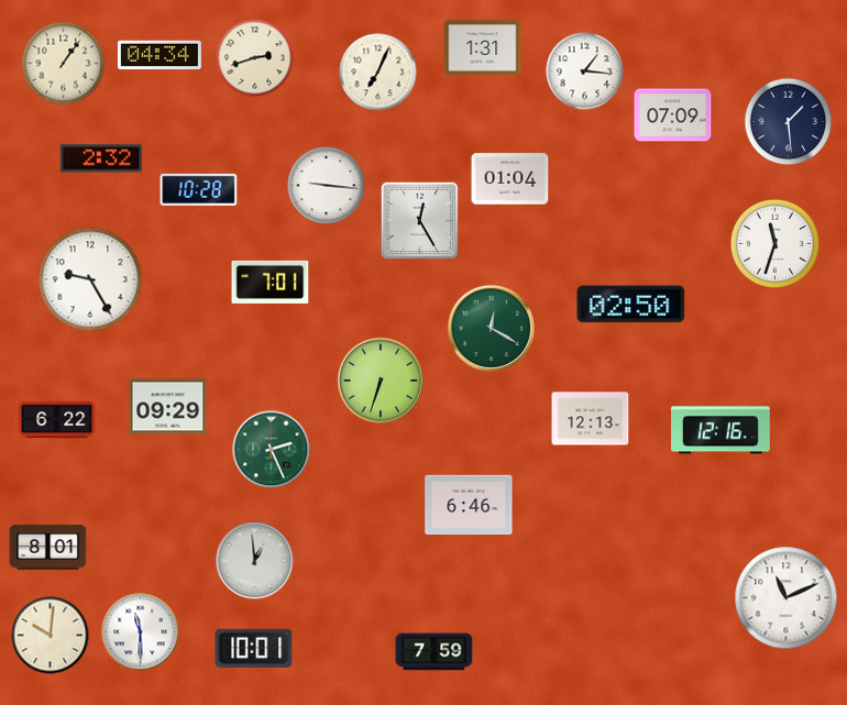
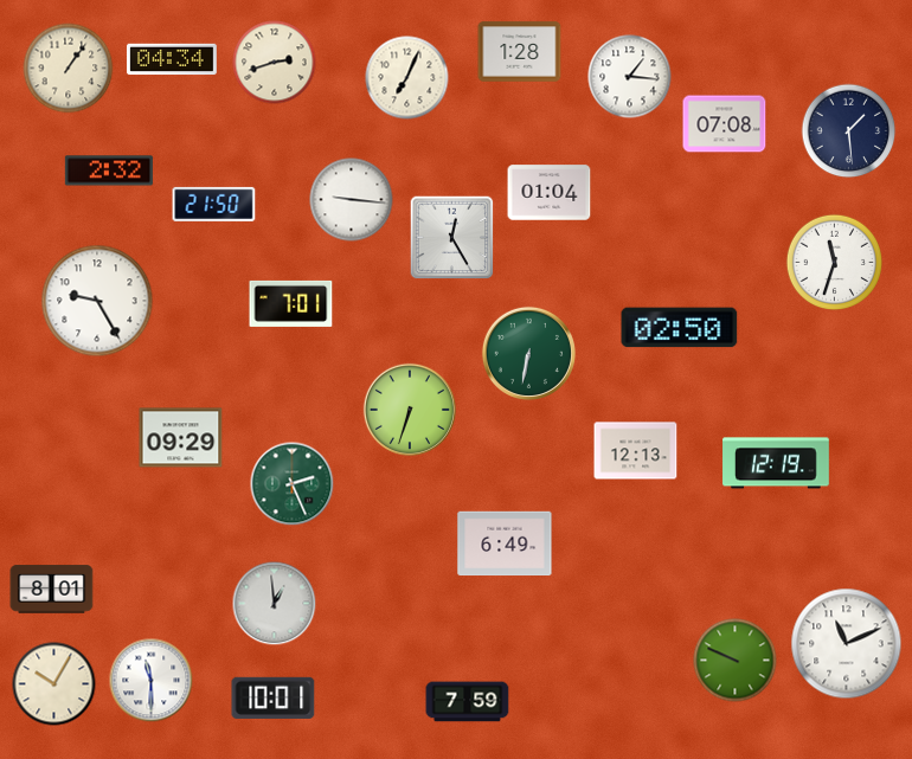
clock at (483, 48): 1:31 -> 1:28
clock at (673, 115): 07:09 -> 07:08
clock at (199, 189): 10:28 -> 21:50
clock at (491, 328): 12:20 -> 6:32
clock at (57, 420): 6:22 -> none
clock at (721, 430): 12:16 -> 12:19
clock at (469, 505): 6:46 -> 6:49
clock at (736, 661): none -> 9:49
clock at (51, 636): 10:01 -> 10:05
